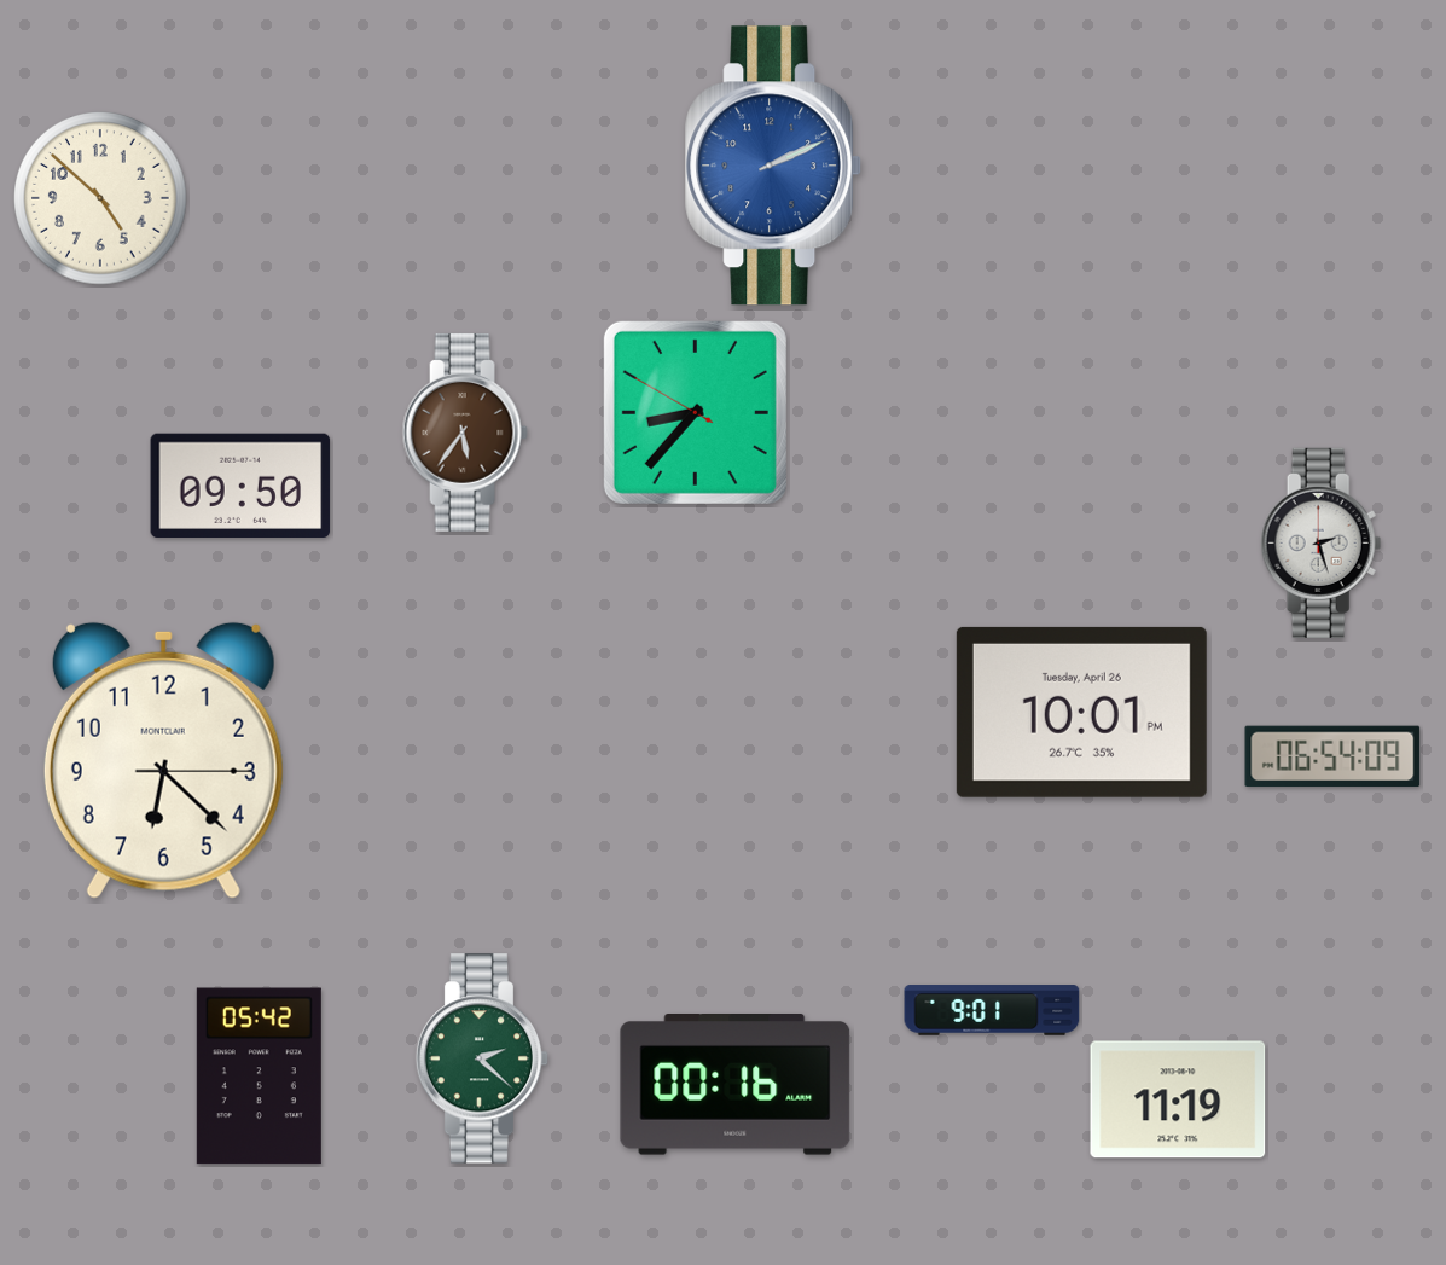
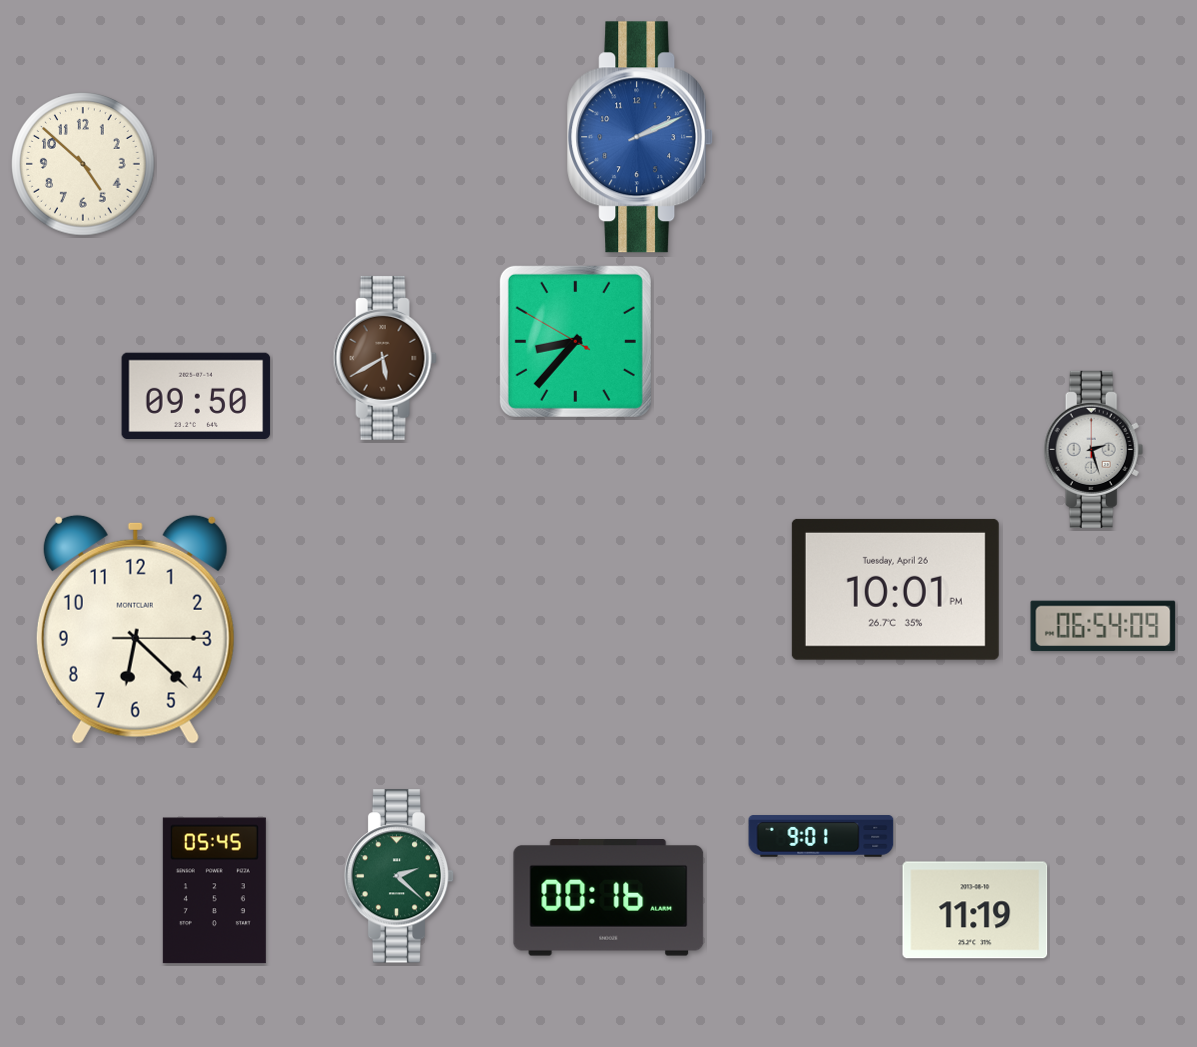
clock at (465, 433): 5:36 -> 5:40
clock at (240, 484) position: (240, 484) -> (196, 395)
clock at (259, 1077): 05:42 -> 05:45
